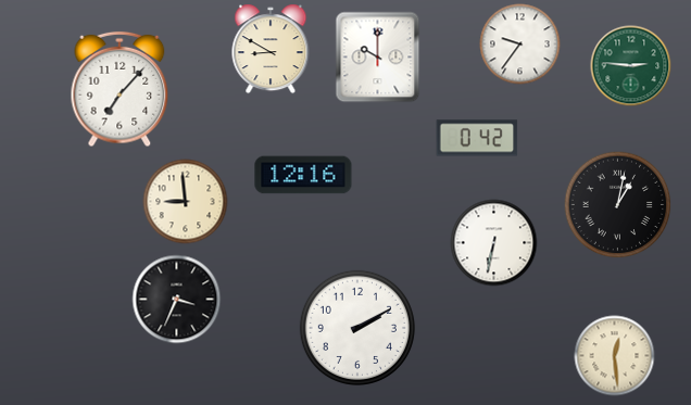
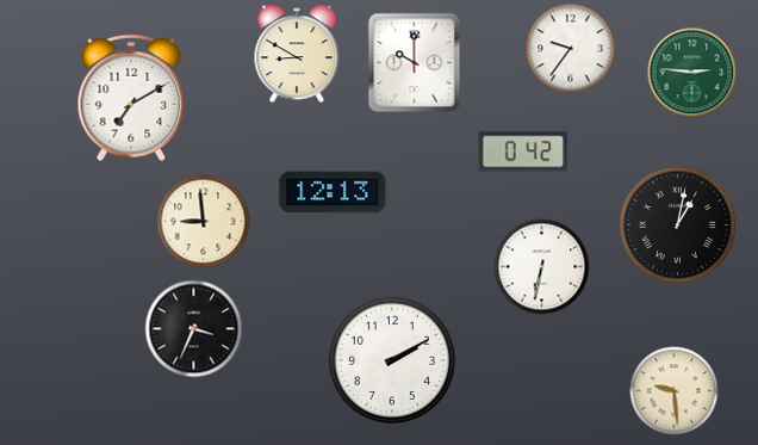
clock at (120, 89): 7:07 -> 7:10
clock at (303, 175): 12:16 -> 12:13
clock at (615, 356): 12:29 -> 9:29
